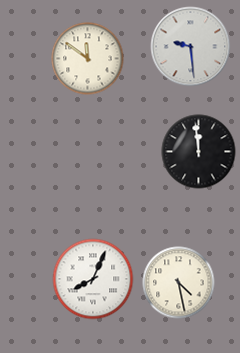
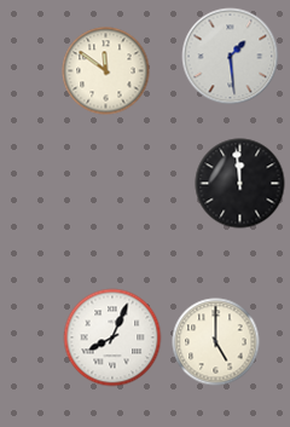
clock at (191, 47): 9:29 -> 1:29
clock at (179, 283): 4:28 -> 5:00
